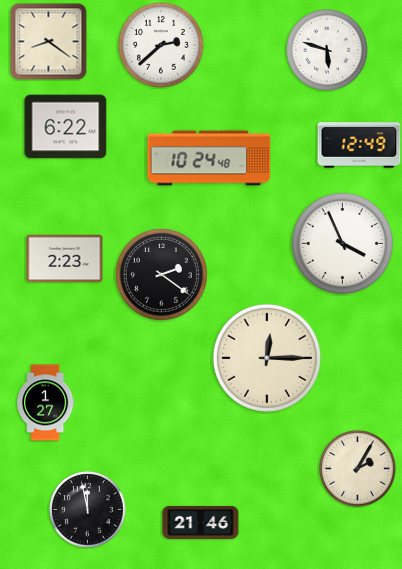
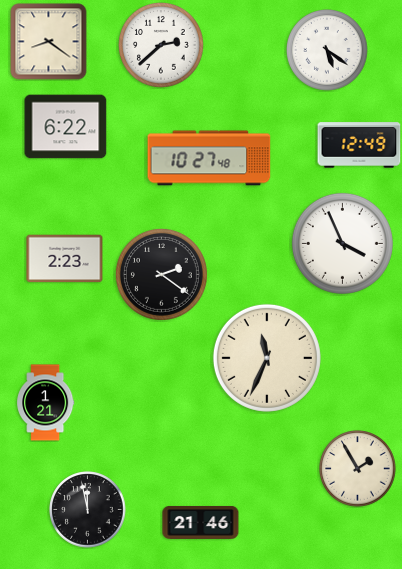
clock at (328, 51): 5:48 -> 5:21
clock at (209, 158): 10:24 -> 10:27
clock at (267, 358): 12:15 -> 11:34
clock at (46, 403): 1:27 -> 1:21
clock at (358, 469): 2:05 -> 1:55
